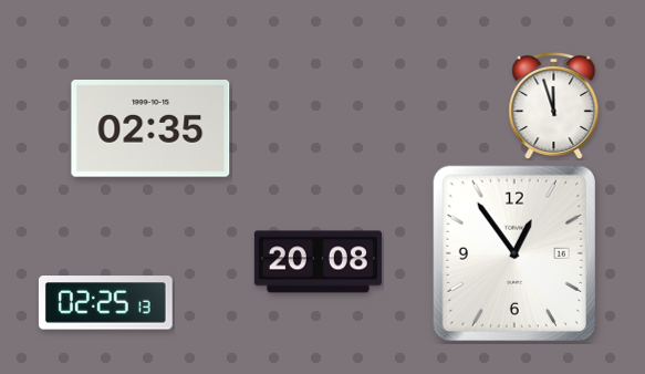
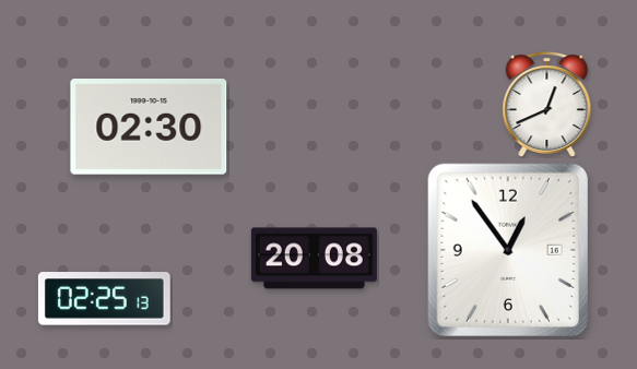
clock at (554, 105): 11:57 -> 12:41
clock at (150, 129): 02:35 -> 02:30
